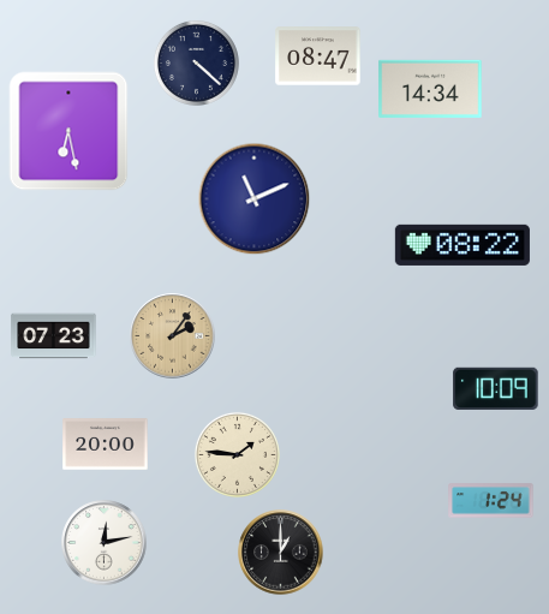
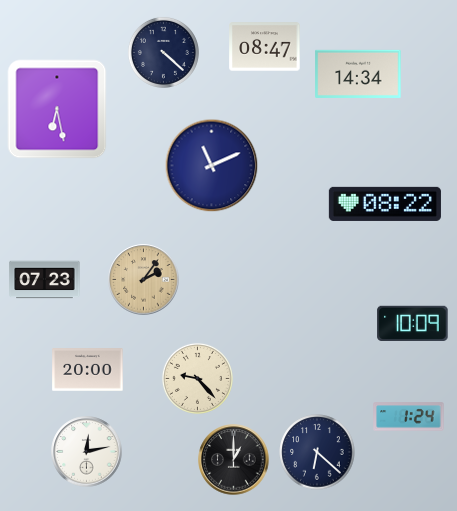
clock at (237, 454): 1:46 -> 9:23
clock at (317, 452): none -> 6:22
